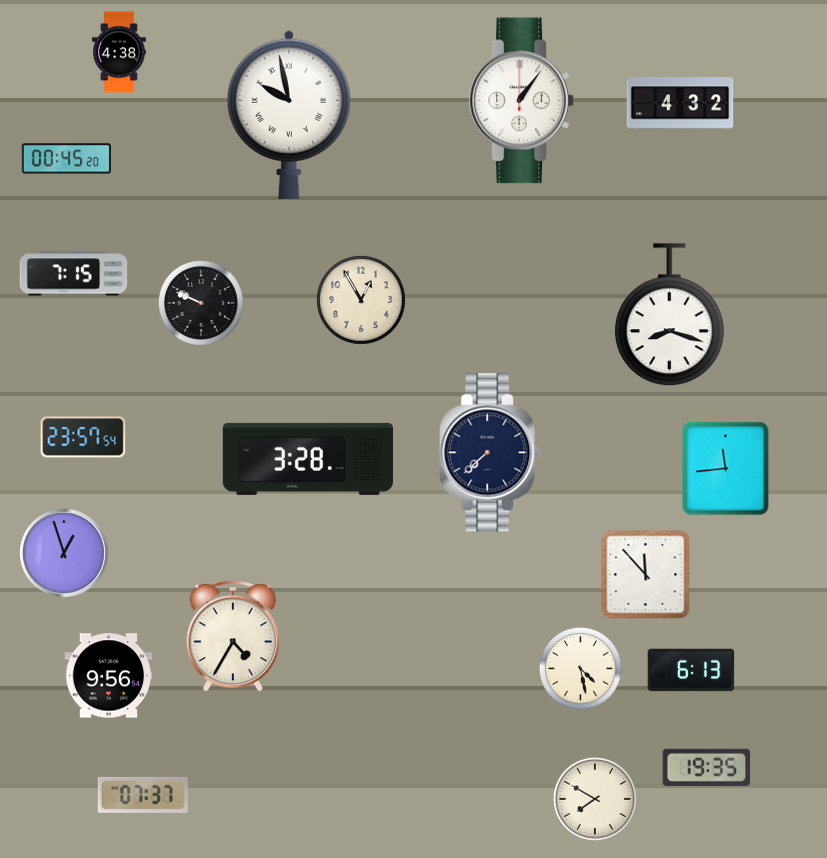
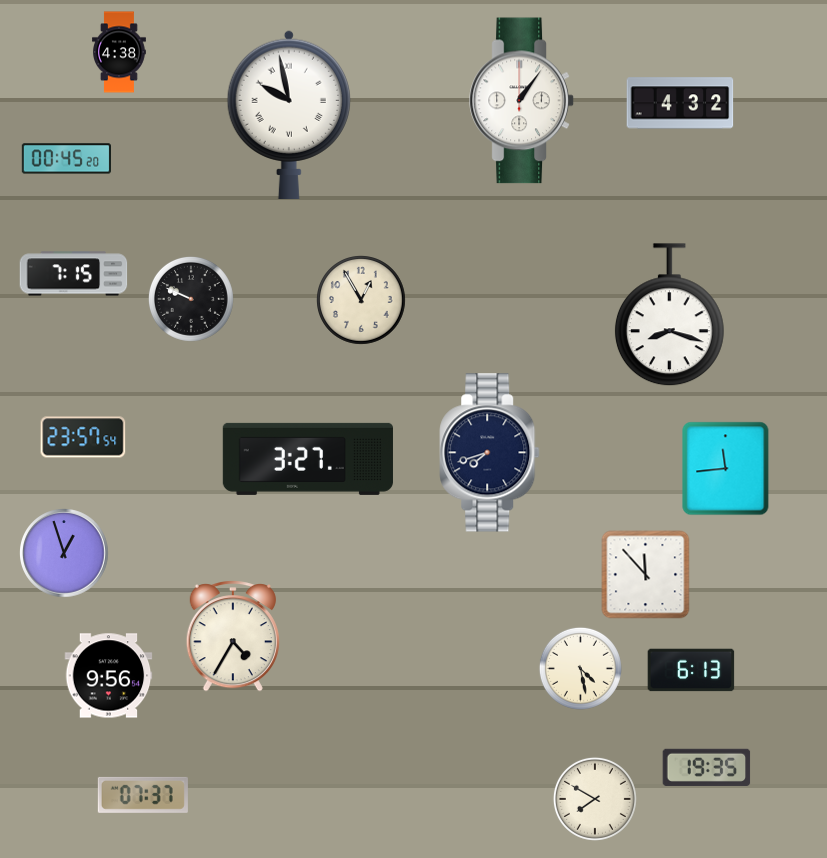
clock at (201, 303) position: (201, 303) -> (191, 299)
clock at (490, 453): 7:38 -> 7:42
clock at (308, 459): 3:28 -> 3:27
